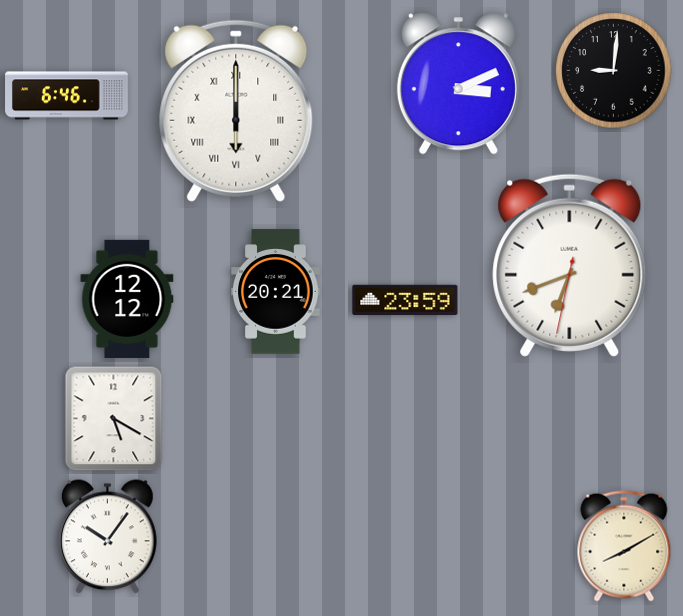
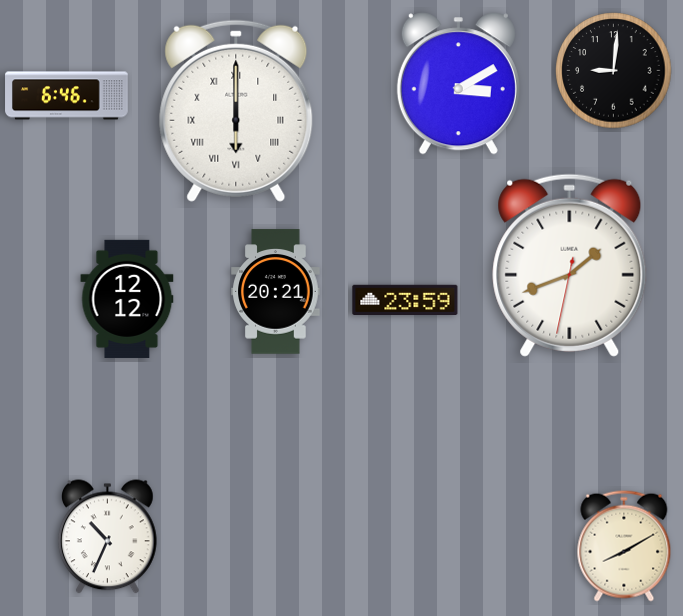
clock at (458, 84): 3:11 -> 3:10
clock at (570, 265): 6:41 -> 1:41
clock at (114, 419): 5:20 -> none
clock at (108, 537): 10:06 -> 10:34
